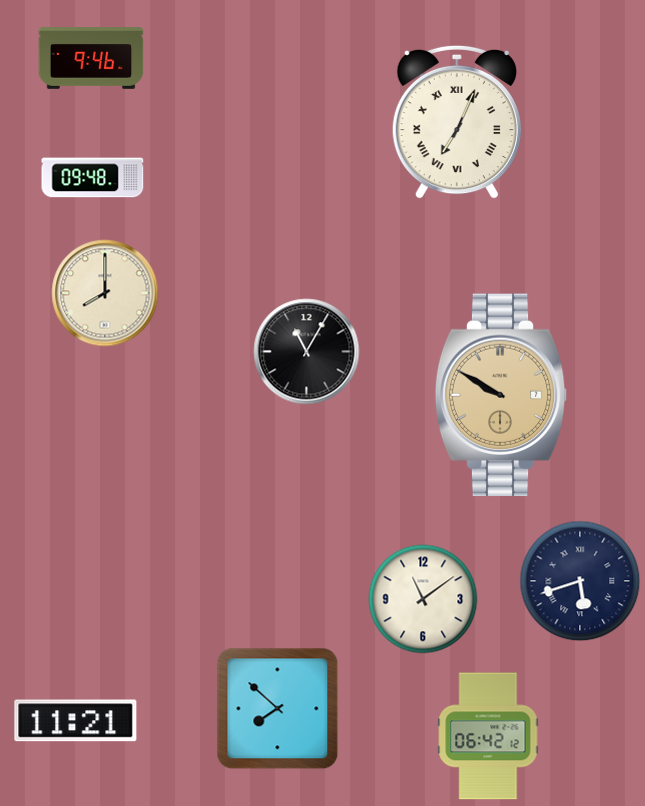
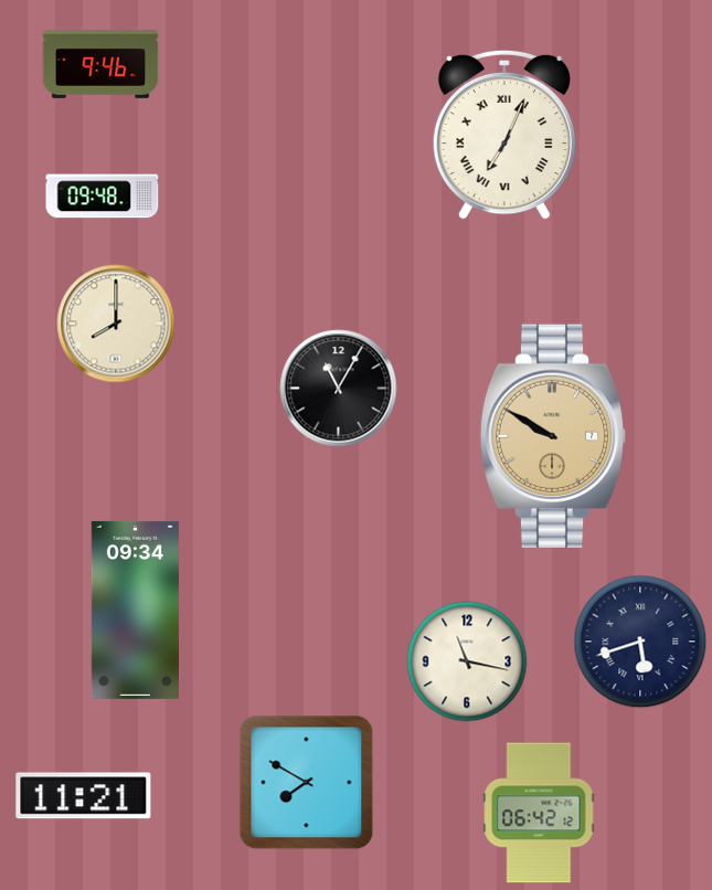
clock at (135, 610): none -> 09:34
clock at (423, 599): 11:09 -> 11:17
clock at (278, 709): 7:52 -> 7:50
